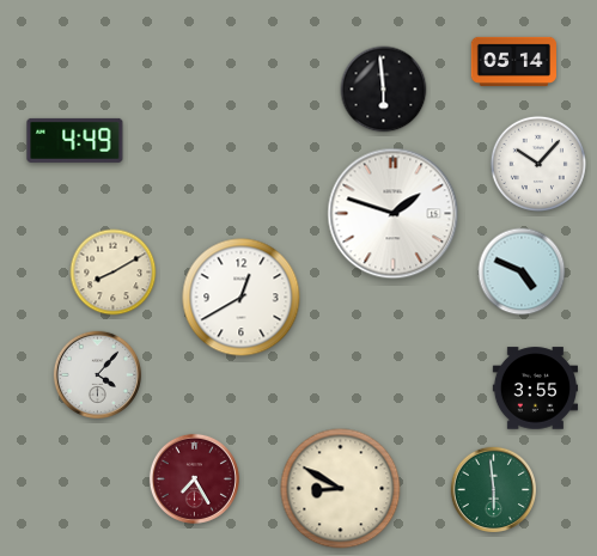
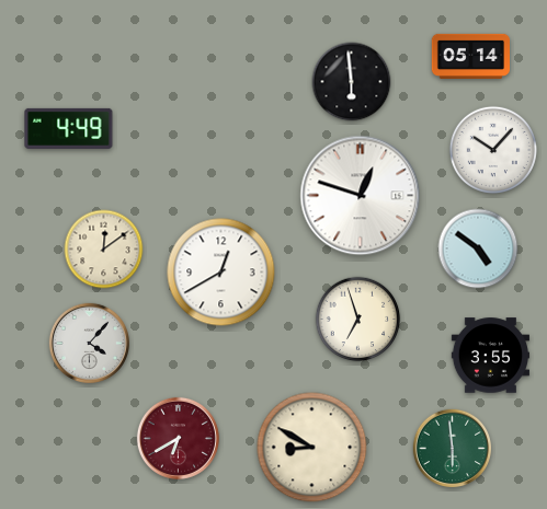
clock at (394, 214): 1:48 -> 12:48
clock at (522, 271): 4:49 -> 4:51
clock at (114, 273): 8:10 -> 12:09
clock at (358, 320): none -> 6:57
clock at (194, 478): 7:25 -> 6:40
